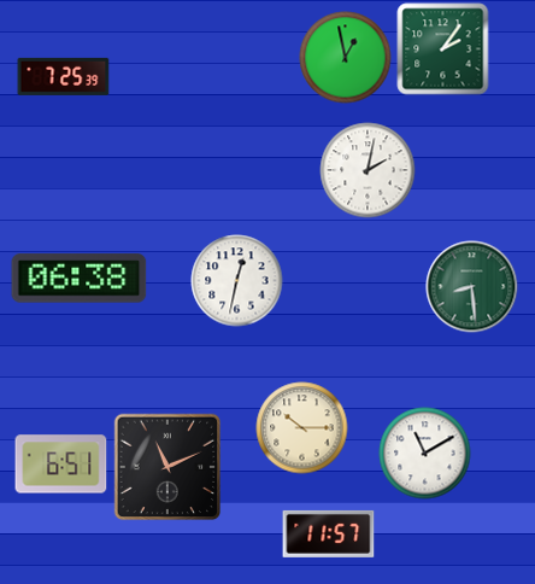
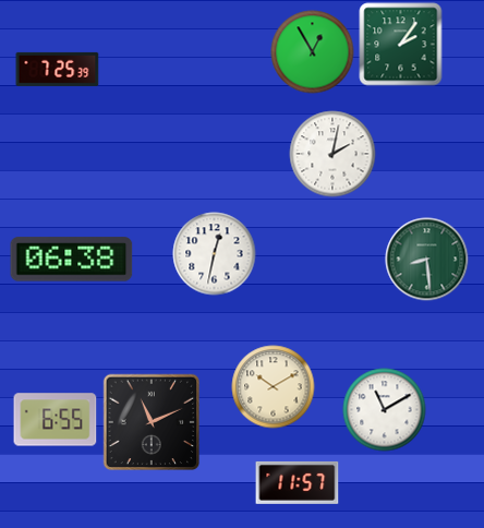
clock at (346, 58): 12:58 -> 12:55
clock at (80, 279) position: (80, 279) -> (72, 260)
clock at (302, 428): 10:15 -> 10:10
clock at (61, 465): 6:51 -> 6:55
